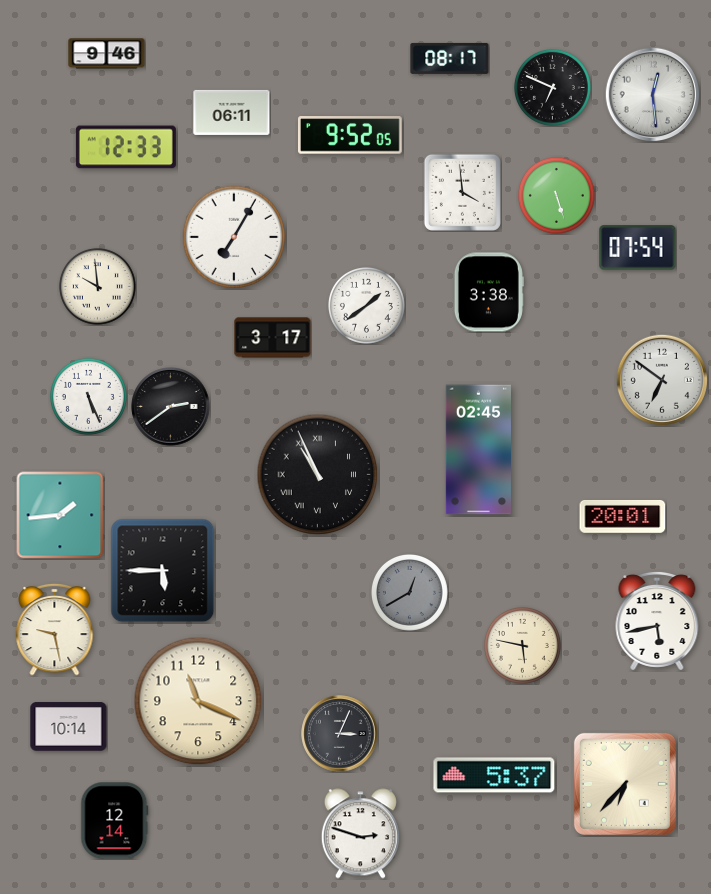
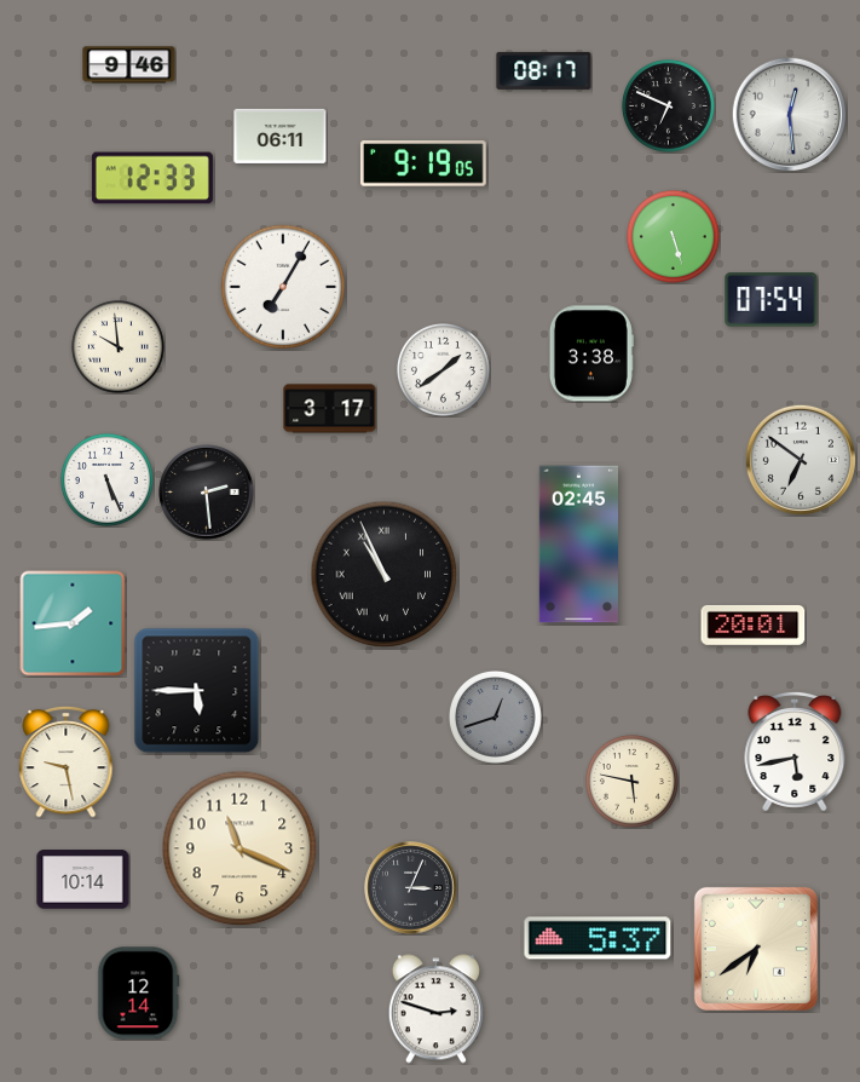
clock at (351, 135): 9:52 -> 9:19
clock at (462, 192): 3:59 -> none
clock at (171, 407): 2:39 -> 2:29
clock at (409, 592): 12:40 -> 12:42
clock at (625, 784): 6:37 -> 6:39
